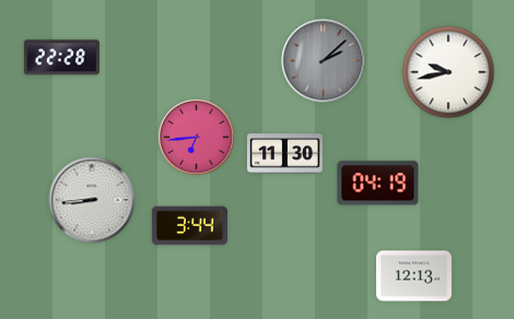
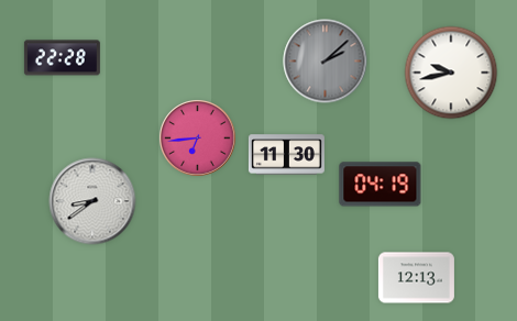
clock at (92, 200): 8:44 -> 8:39
clock at (189, 226): 3:44 -> none
